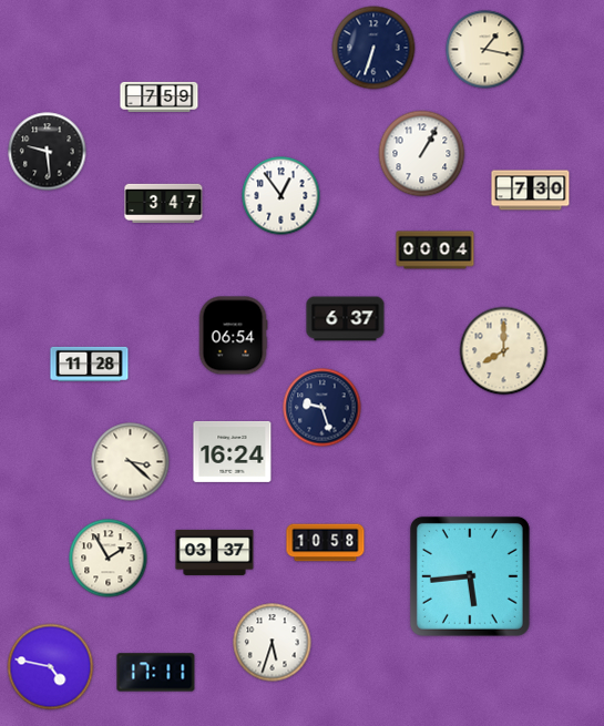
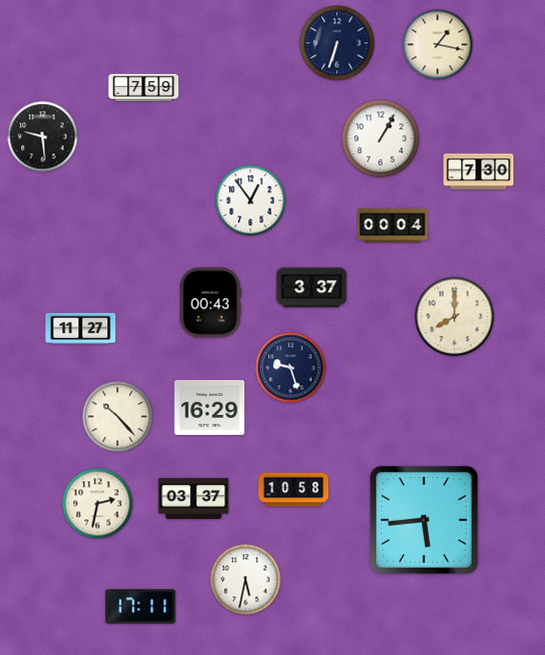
clock at (281, 196) position: (281, 196) -> (251, 201)
clock at (164, 203): 3:47 -> none
clock at (346, 319): 6:37 -> 3:37
clock at (233, 336): 06:54 -> 00:43
clock at (90, 365): 11:28 -> 11:27
clock at (233, 451): 16:24 -> 16:29
clock at (131, 462): 3:22 -> 10:23
clock at (109, 559): 1:55 -> 2:32
clock at (273, 643): 5:33 -> 5:32
clock at (51, 667): 4:47 -> none
